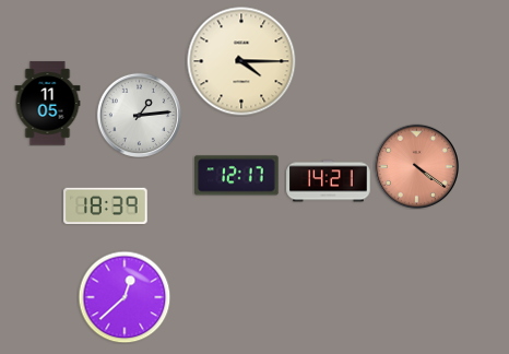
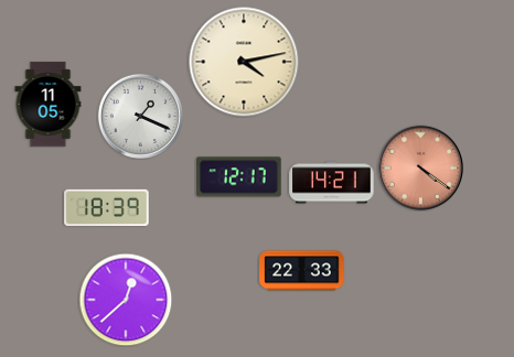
clock at (241, 61): 4:15 -> 4:13
clock at (139, 115): 1:14 -> 1:19
clock at (302, 271): none -> 22:33
